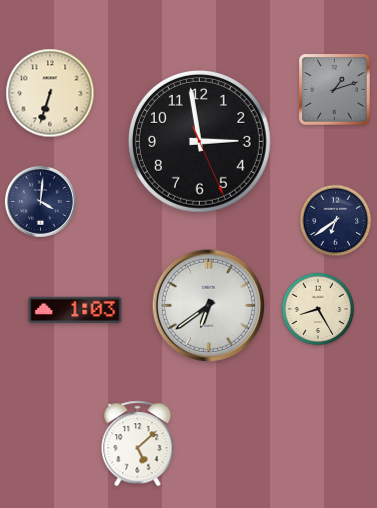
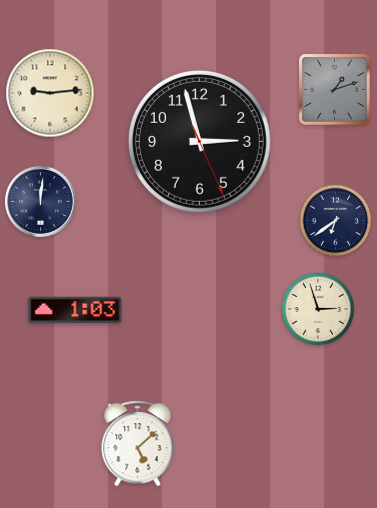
clock at (50, 93): 6:33 -> 9:14
clock at (199, 141): 2:58 -> 2:57
clock at (40, 201): 4:01 -> 12:01
clock at (208, 305): 6:39 -> none
clock at (318, 309): 8:25 -> 2:57
